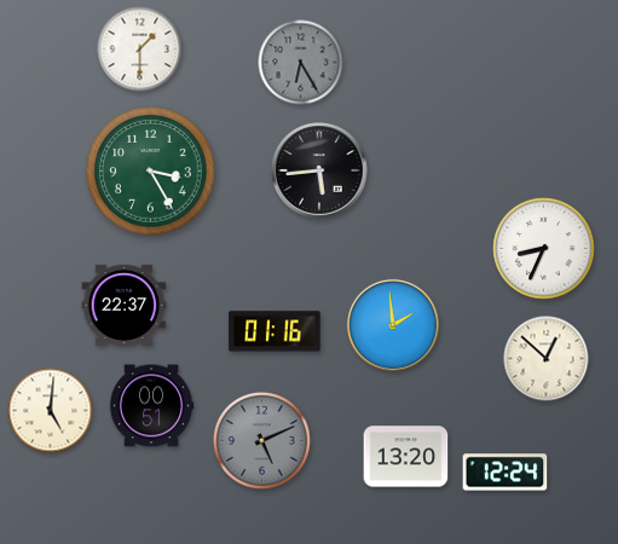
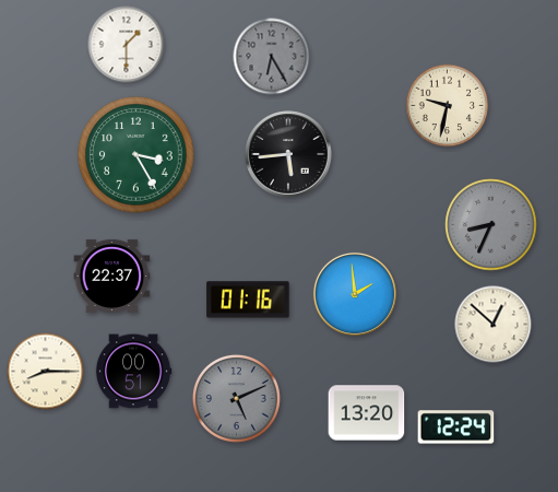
clock at (448, 106): none -> 9:32
clock at (544, 249) dial: white -> grey
clock at (151, 406) position: (151, 406) -> (133, 372)
clock at (51, 411): 5:01 -> 8:15
